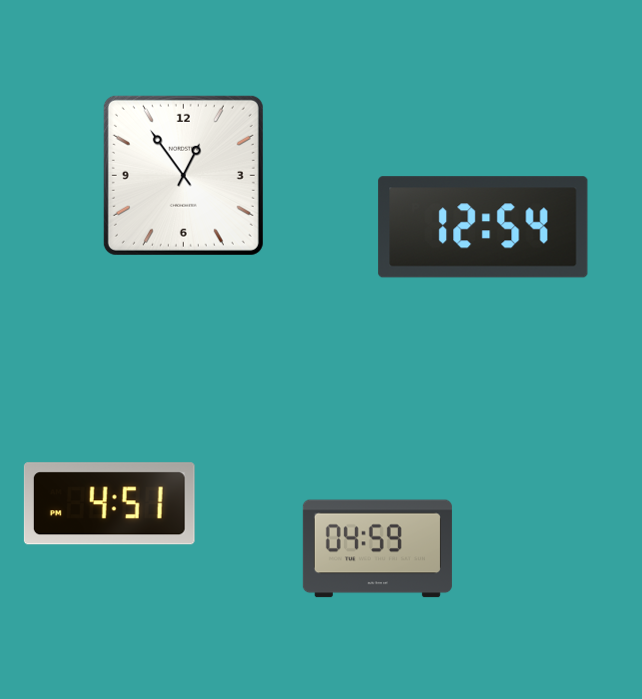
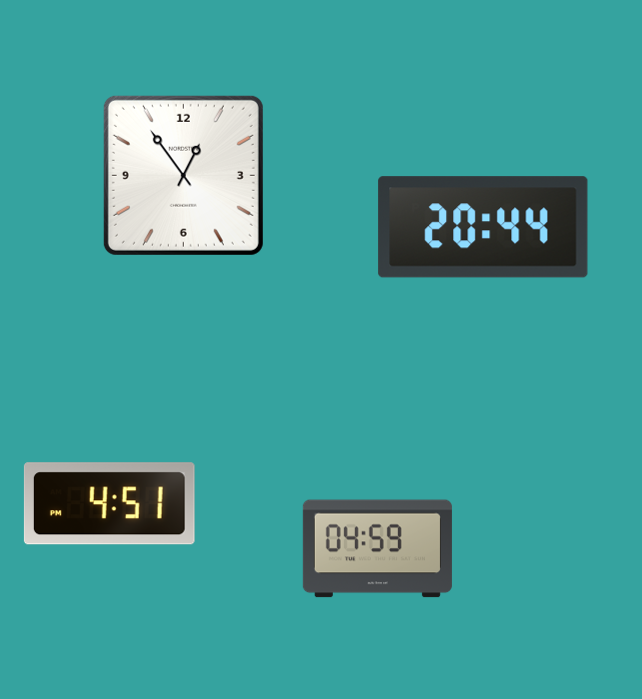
clock at (483, 227): 12:54 -> 20:44
